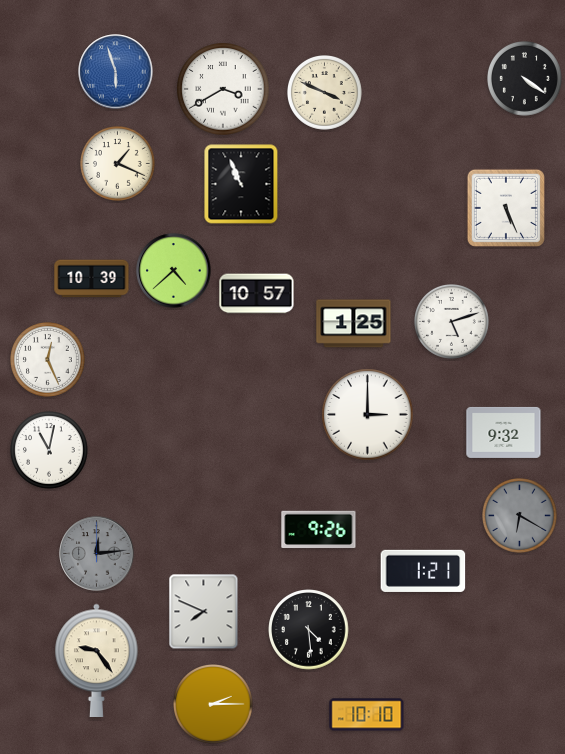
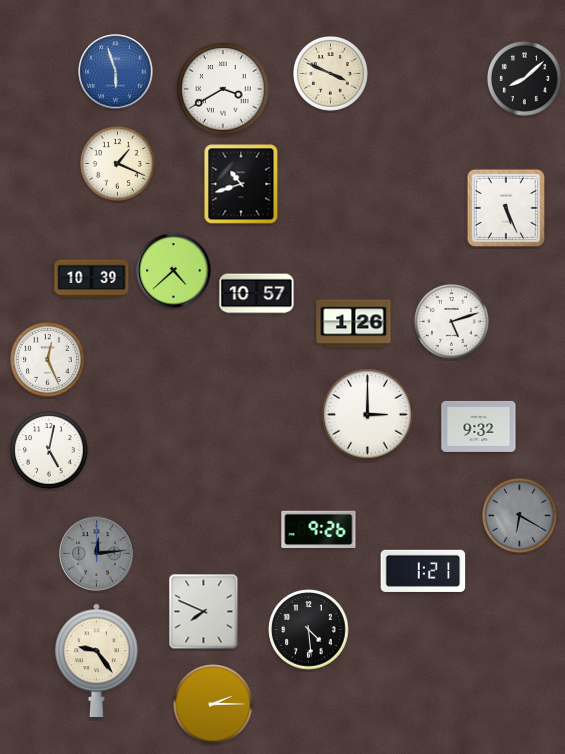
clock at (525, 79): 4:21 -> 8:08
clock at (325, 93) position: (325, 93) -> (331, 74)
clock at (241, 184): 10:56 -> 10:42
clock at (354, 324): 1:25 -> 1:26
clock at (504, 432) position: (504, 432) -> (479, 426)
clock at (50, 451): 11:02 -> 5:02
clock at (367, 715): 10:10 -> none
